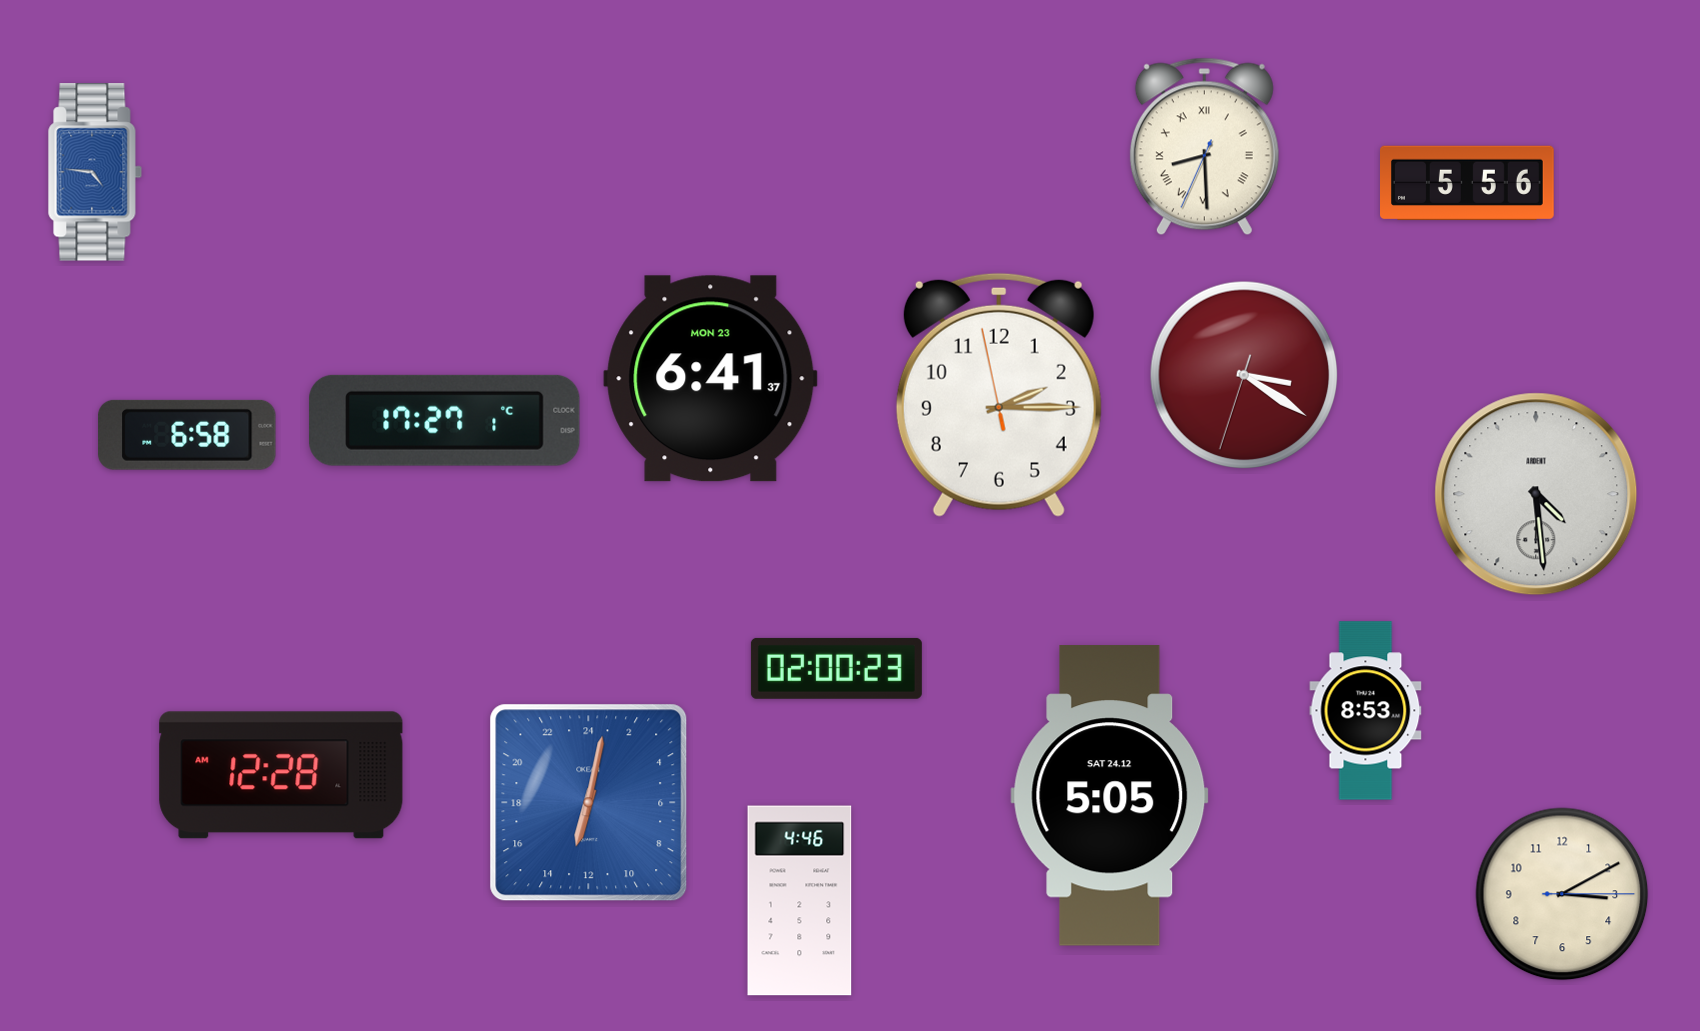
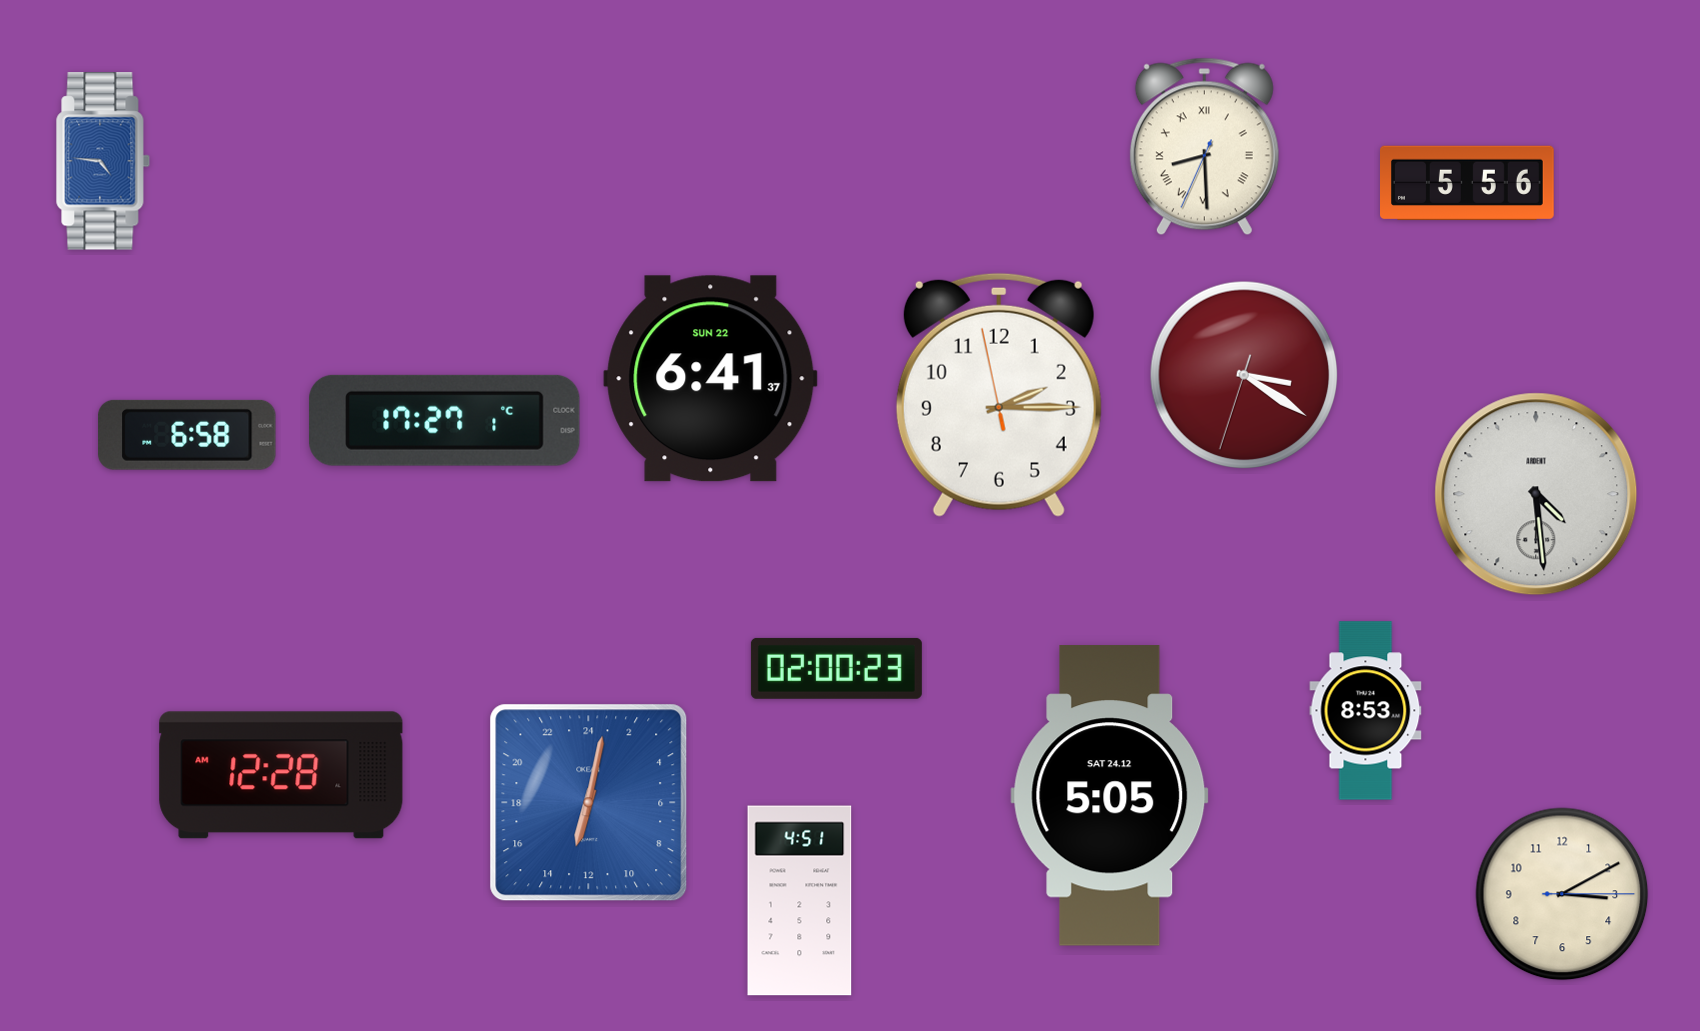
clock at (95, 172) position: (95, 172) -> (103, 161)
clock at (711, 379) date: MON 23 -> SUN 22
clock at (800, 901): 4:46 -> 4:51
